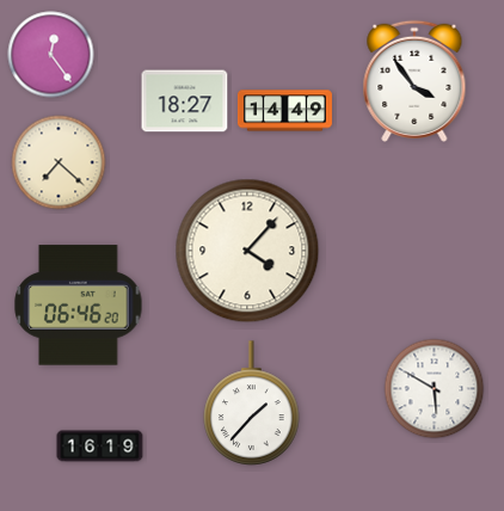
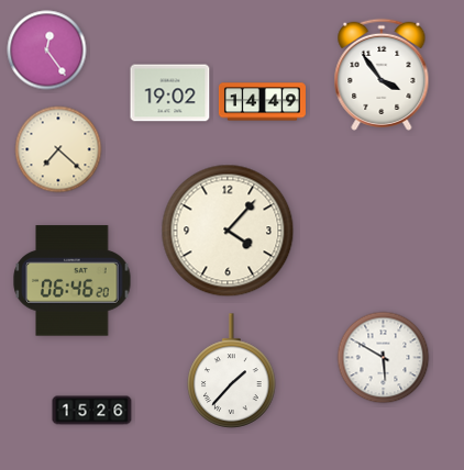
clock at (185, 101): 18:27 -> 19:02
clock at (59, 162) position: (59, 162) -> (58, 149)
clock at (435, 389) position: (435, 389) -> (384, 358)
clock at (100, 447): 16:19 -> 15:26
